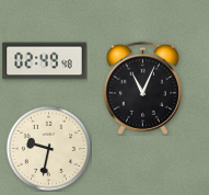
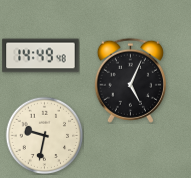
clock at (45, 61): 02:49 -> 14:49
clock at (142, 88): 11:04 -> 5:04
